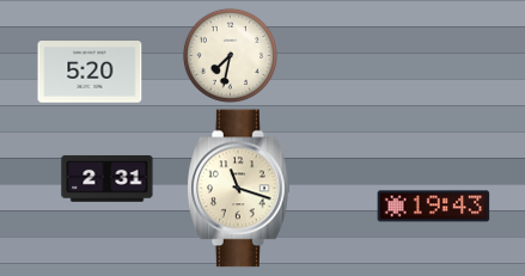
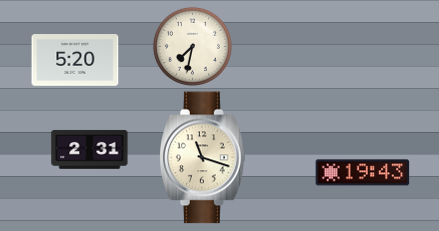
clock at (239, 189) position: (239, 189) -> (203, 158)
